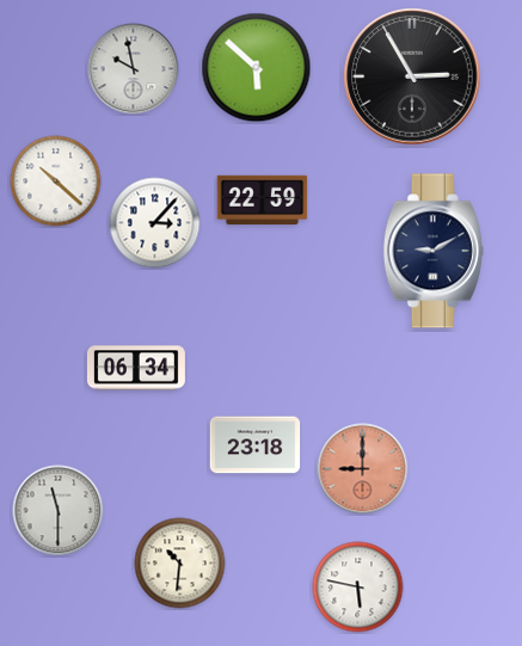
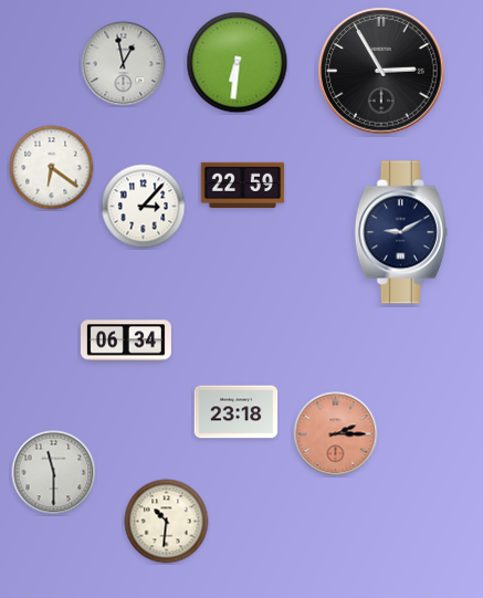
clock at (257, 68): 5:52 -> 6:31
clock at (134, 69): 9:58 -> 12:58
clock at (56, 182): 10:22 -> 6:21
clock at (363, 469): 9:00 -> 2:15
clock at (358, 587): 5:47 -> none
